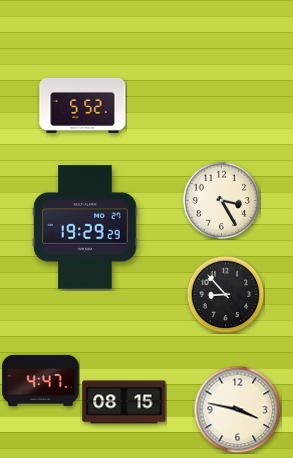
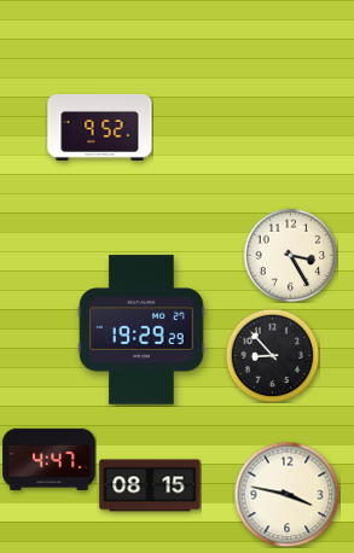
clock at (83, 105): 5:52 -> 9:52
clock at (221, 200) position: (221, 200) -> (290, 255)
clock at (85, 227) position: (85, 227) -> (141, 330)
